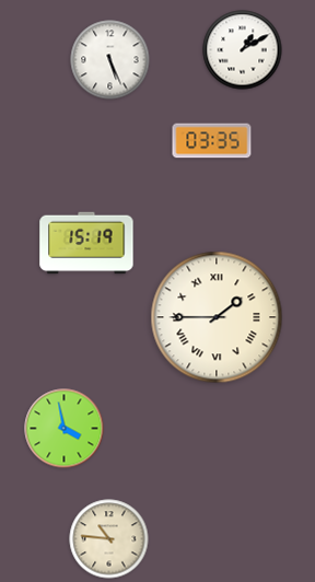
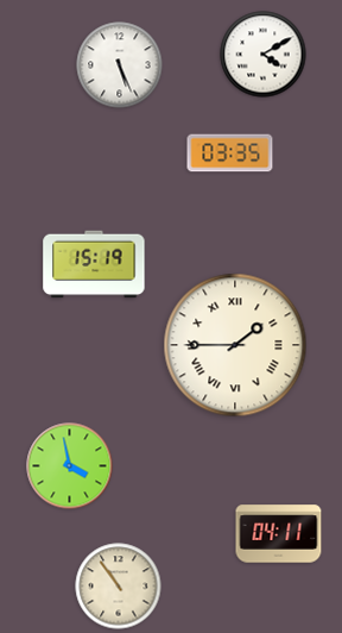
clock at (243, 50): 1:10 -> 4:10
clock at (279, 534): none -> 04:11
clock at (109, 539): 10:46 -> 10:54
